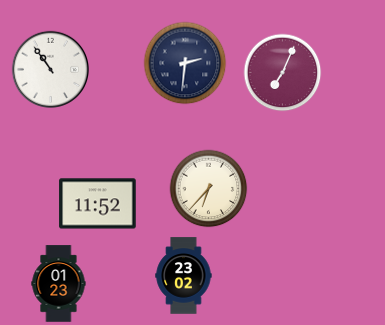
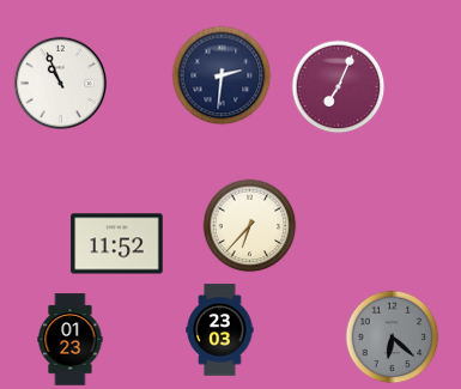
clock at (50, 69): 10:54 -> 10:56
clock at (184, 276): 23:02 -> 23:03
clock at (392, 336): none -> 6:22
